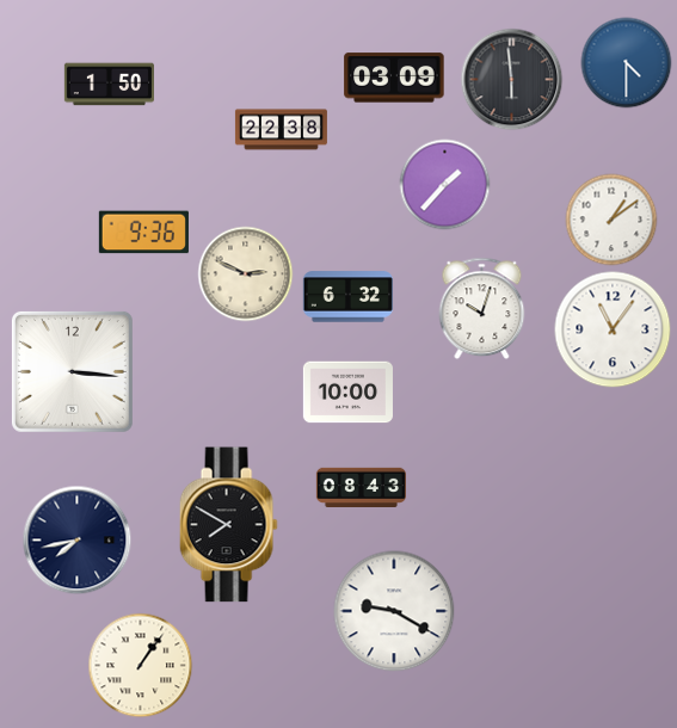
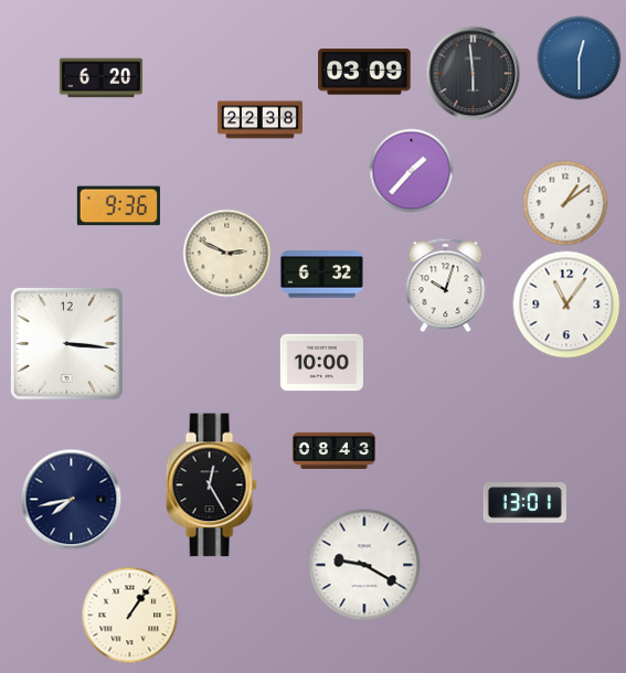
clock at (627, 63): 4:30 -> 12:30
clock at (109, 85): 1:50 -> 6:20
clock at (143, 233) position: (143, 233) -> (118, 206)
clock at (228, 525): 7:50 -> 12:25
clock at (524, 503): none -> 13:01
